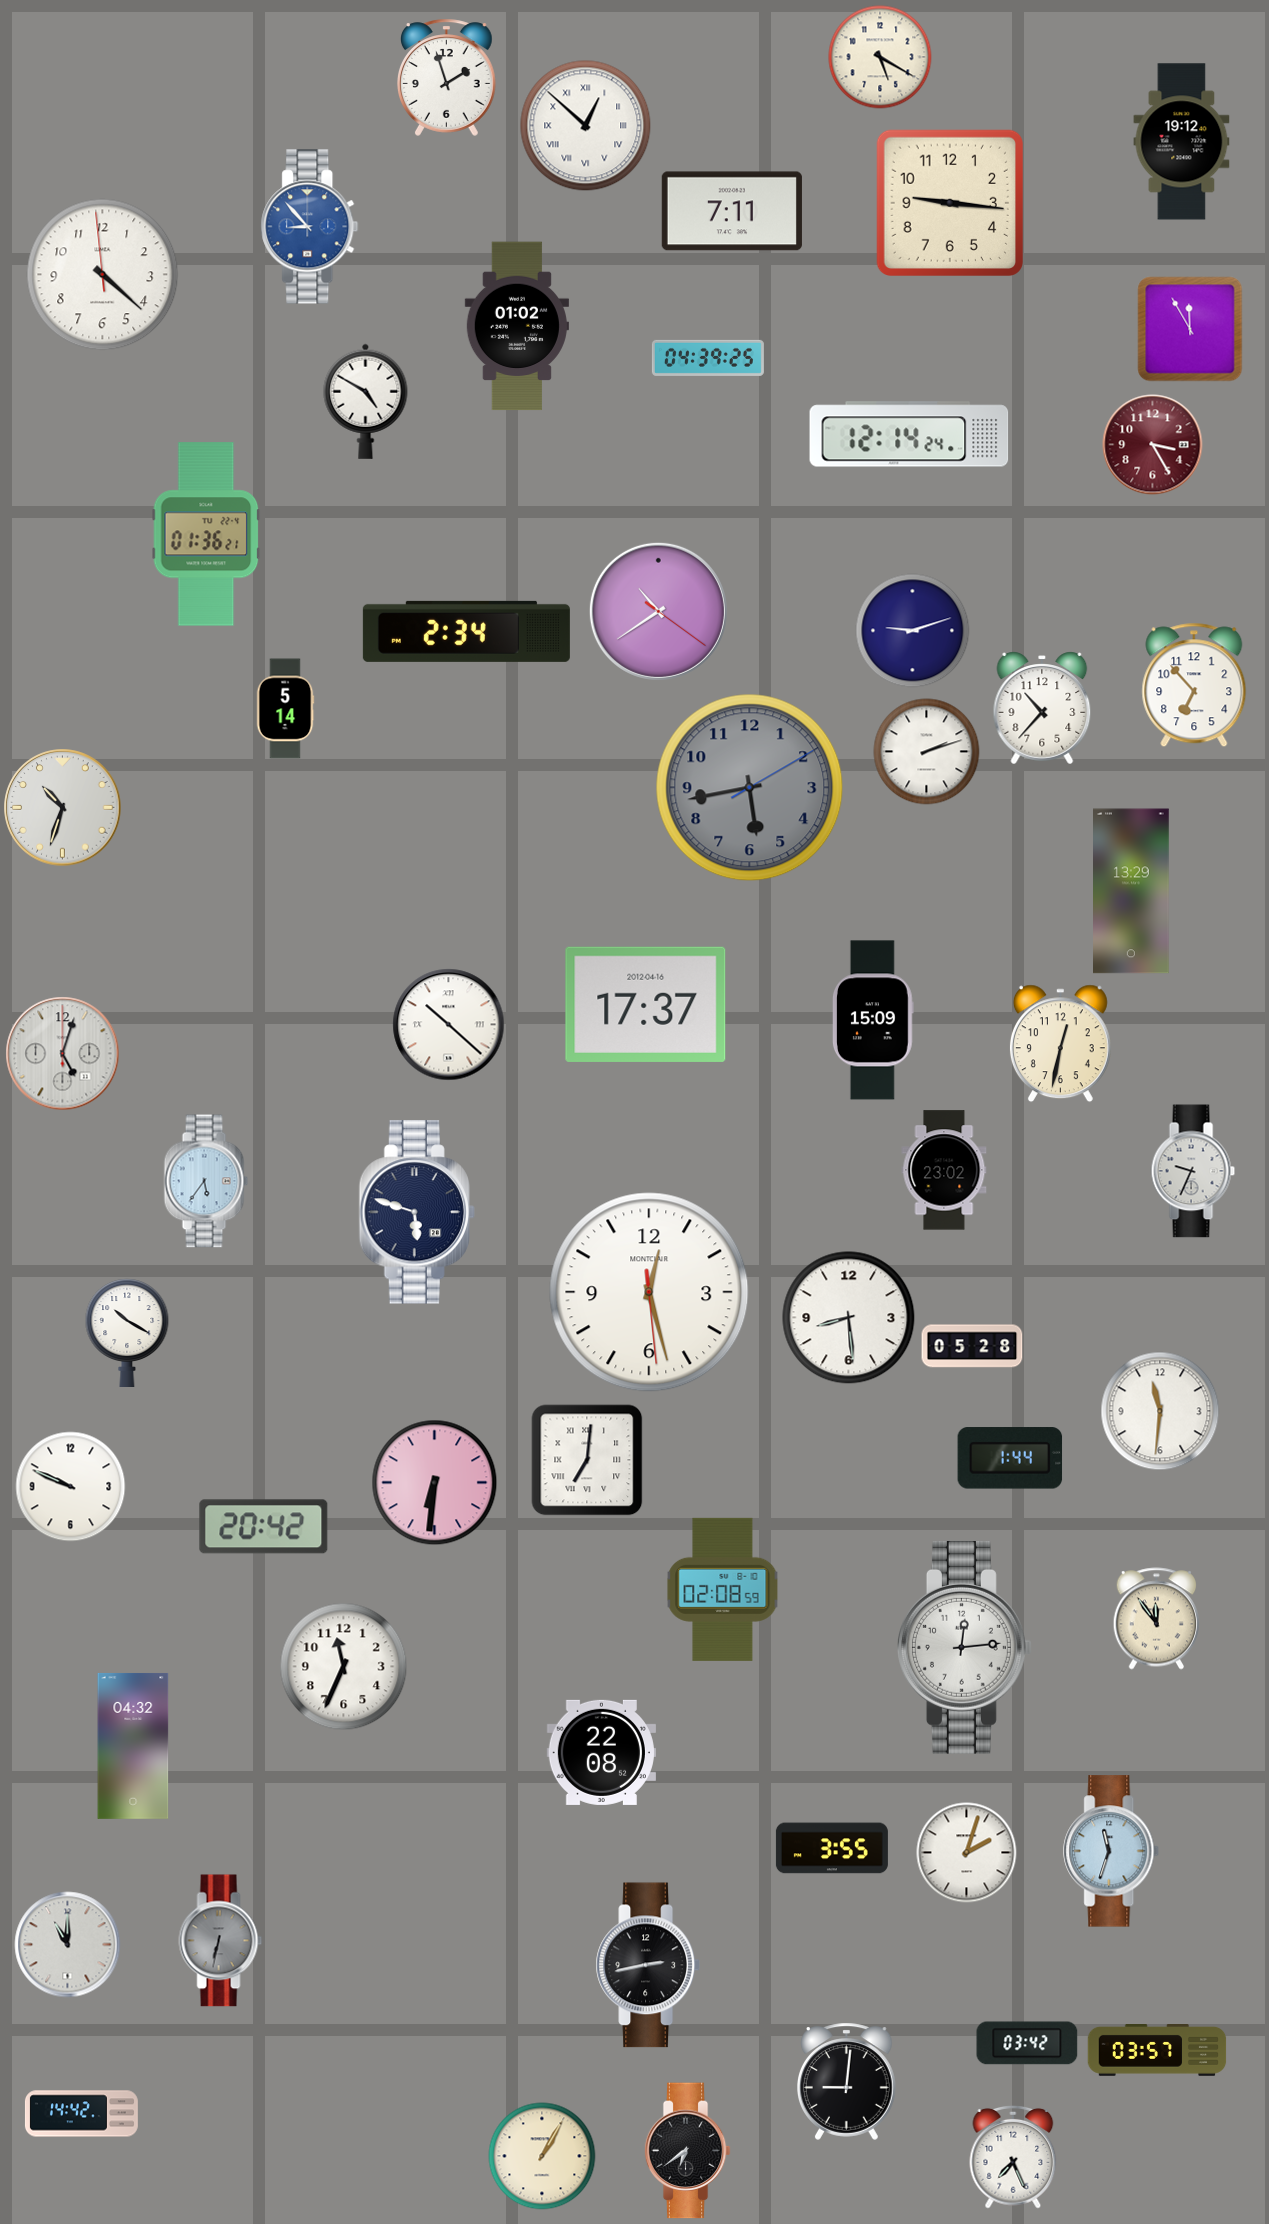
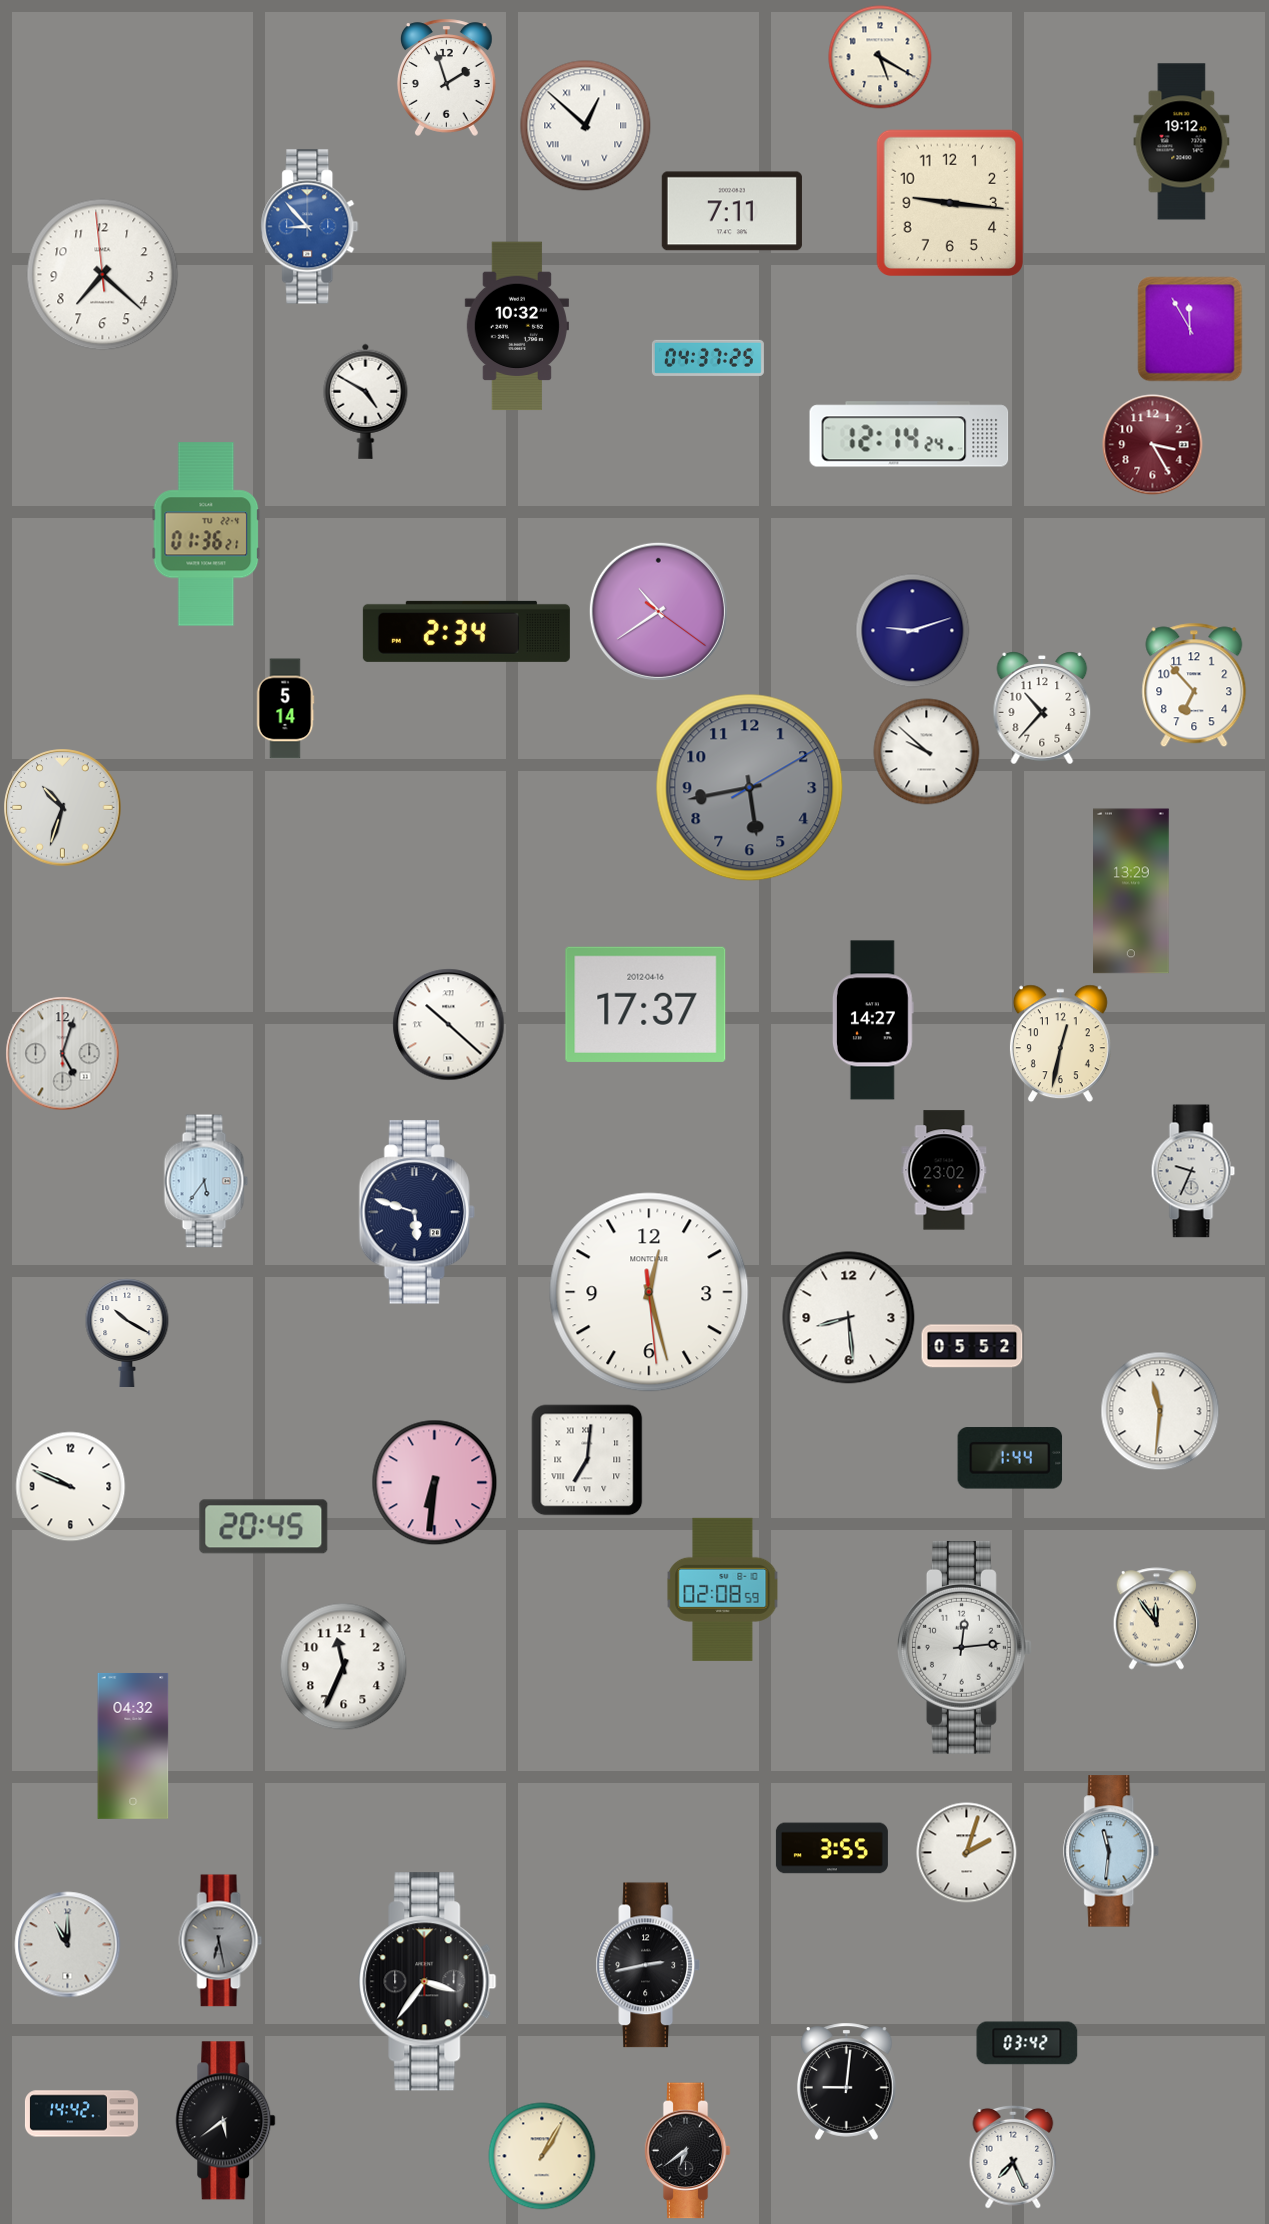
clock at (103, 275): 4:21 -> 7:21
clock at (517, 326): 01:02 -> 10:32
clock at (708, 358): 04:39 -> 04:37
clock at (927, 752): 2:12 -> 9:52
clock at (873, 1020): 15:09 -> 14:27
clock at (972, 1346): 05:28 -> 05:52
clock at (264, 1527): 20:42 -> 20:45
clock at (601, 1752): 22:08 -> none
clock at (1112, 1851): 11:33 -> 11:31
clock at (221, 1941): 6:32 -> 6:28
clock at (428, 1982): none -> 3:36
clock at (1157, 2051): 03:57 -> none
clock at (226, 2121): none -> 5:39
